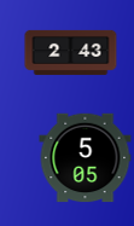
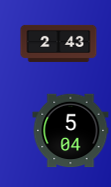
clock at (86, 158): 5:05 -> 5:04
